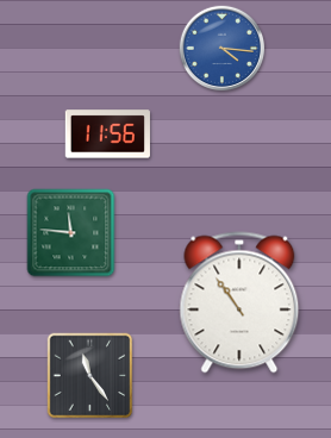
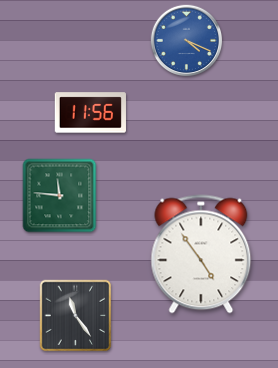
clock at (223, 49): 4:16 -> 4:19
clock at (239, 302): 10:54 -> 4:54
